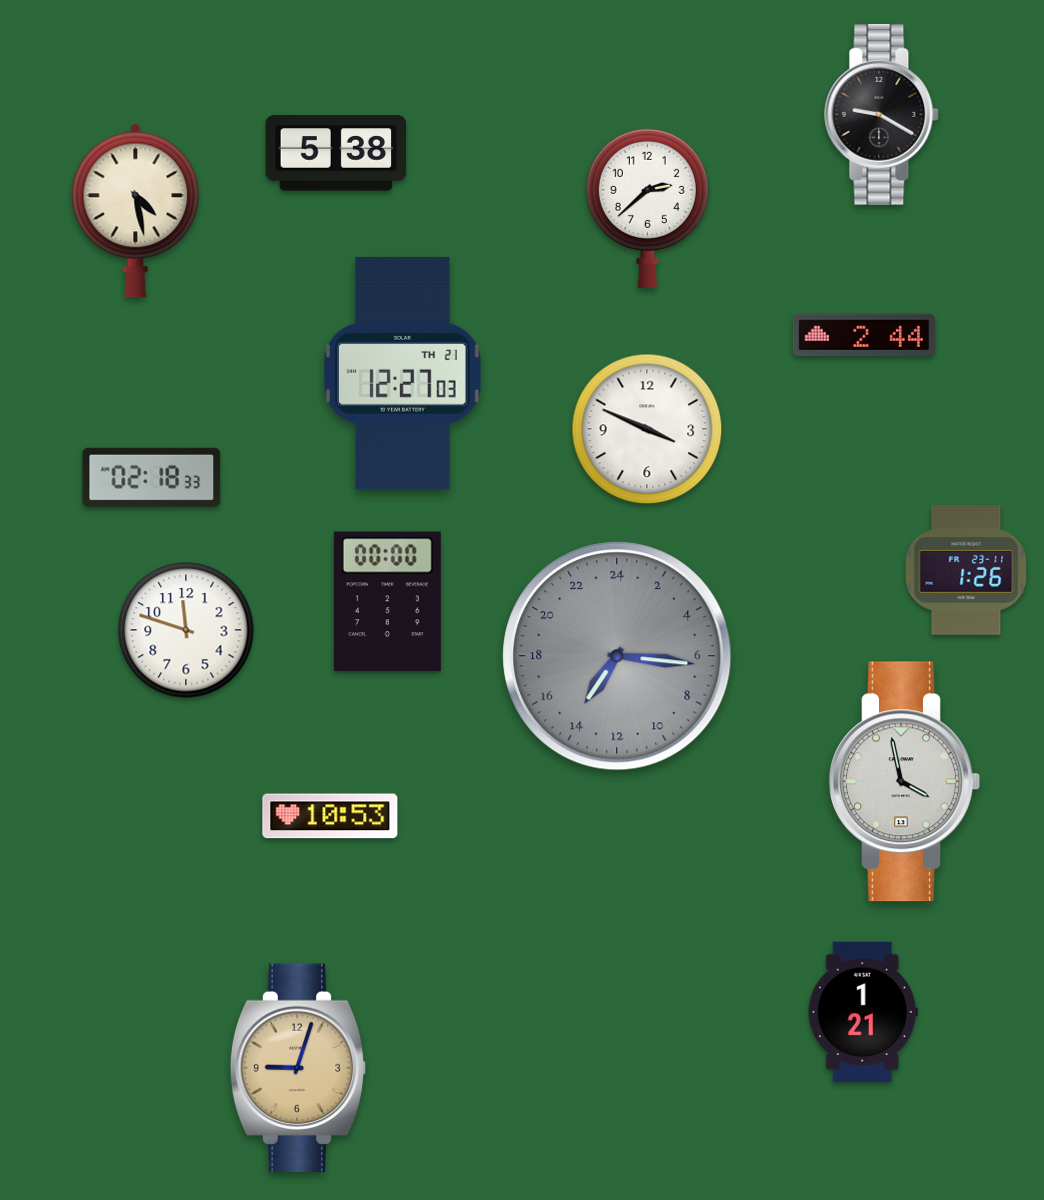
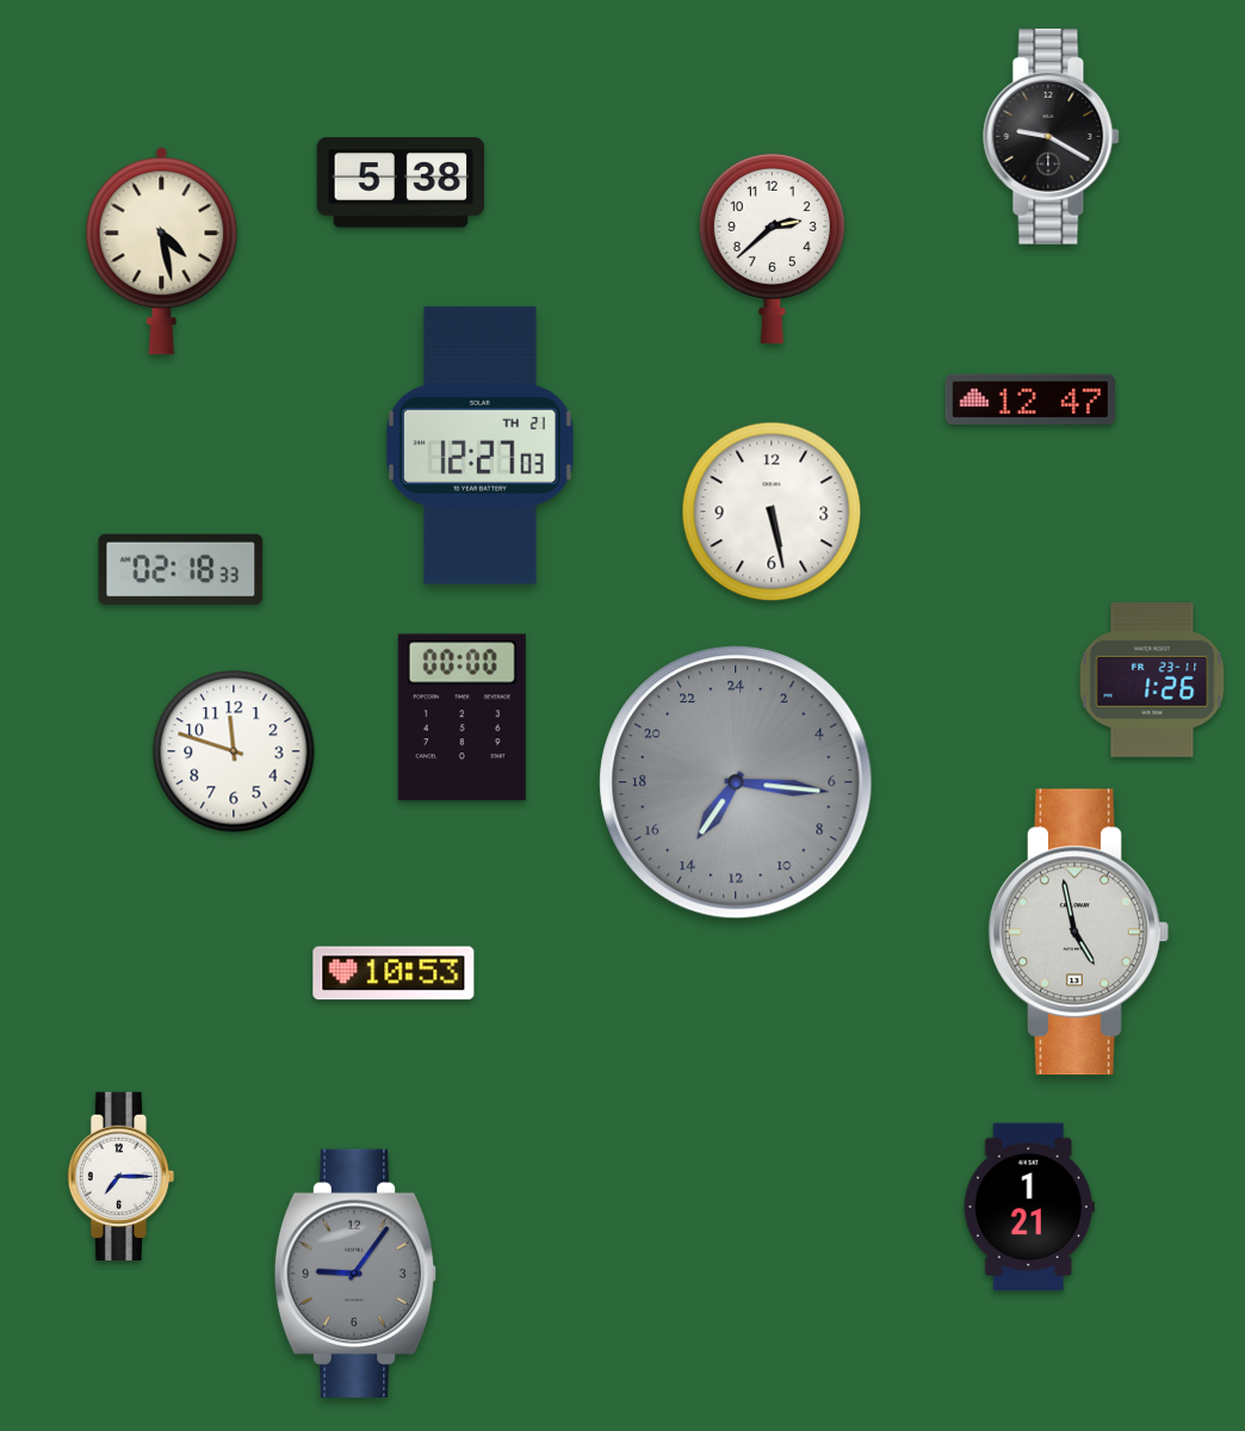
clock at (864, 335): 2:44 -> 12:47
clock at (647, 429): 3:49 -> 5:28
clock at (186, 630) position: (186, 630) -> (234, 751)
clock at (904, 782): 3:58 -> 4:58
clock at (122, 1177): none -> 7:15
clock at (298, 1067): 9:03 -> 9:06
clock at (298, 1067) dial: champagne -> grey
